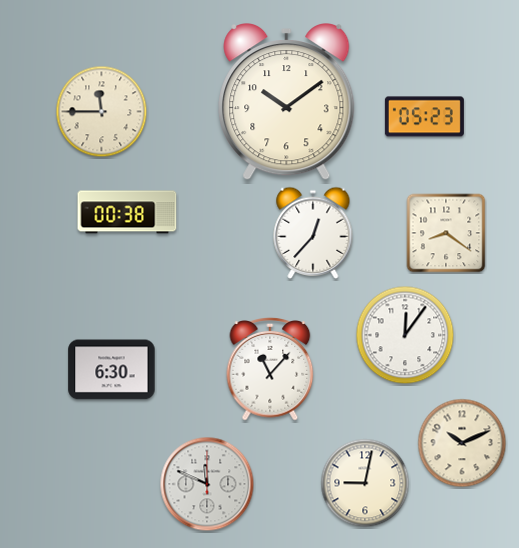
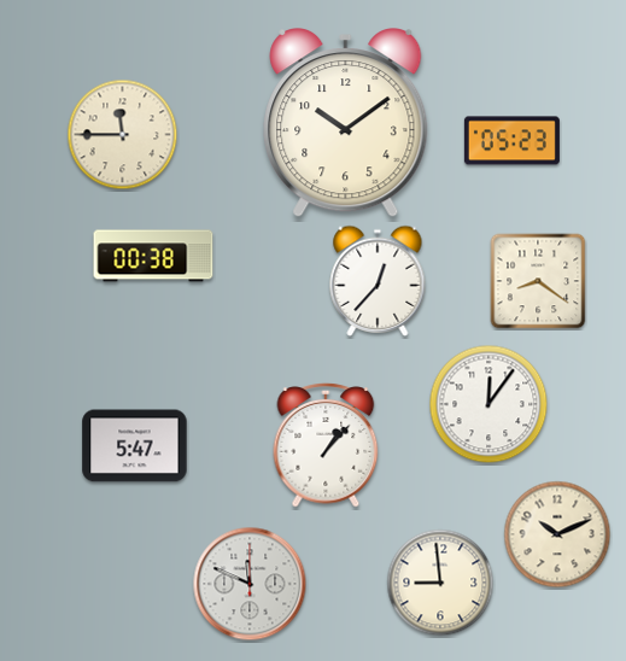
clock at (112, 370): 6:30 -> 5:47
clock at (270, 370): 11:07 -> 1:07
clock at (365, 483): 9:02 -> 8:59
